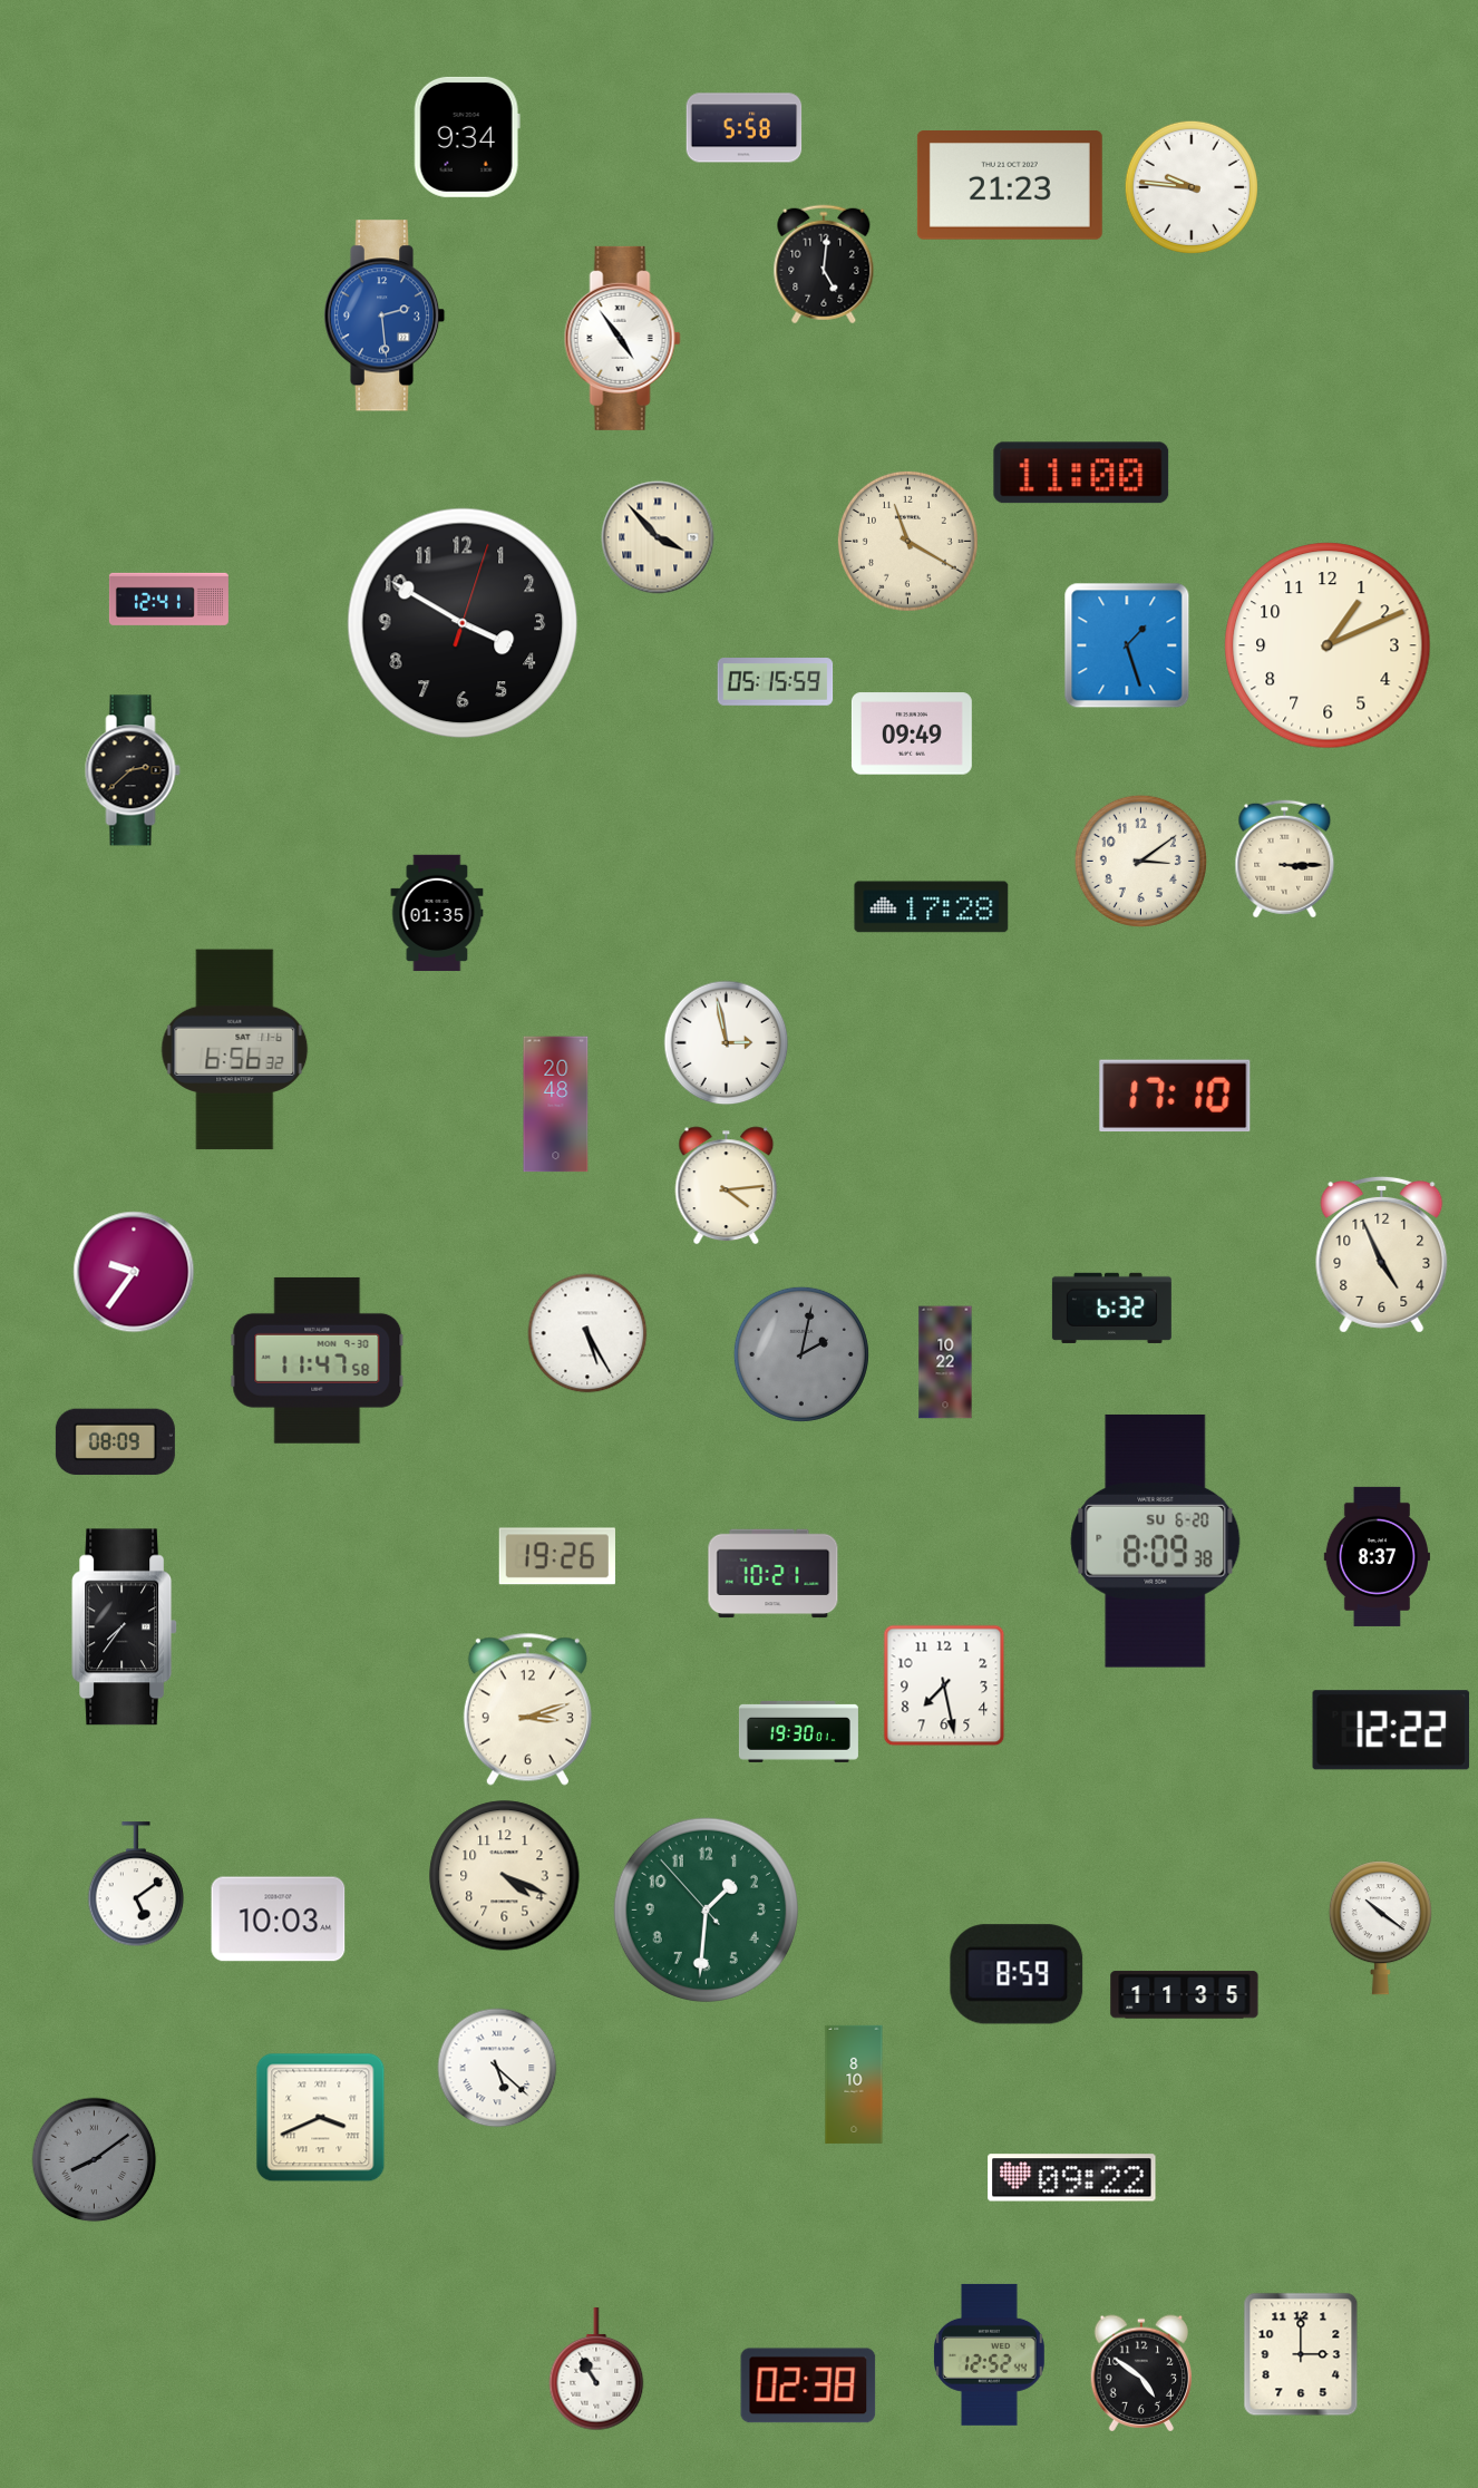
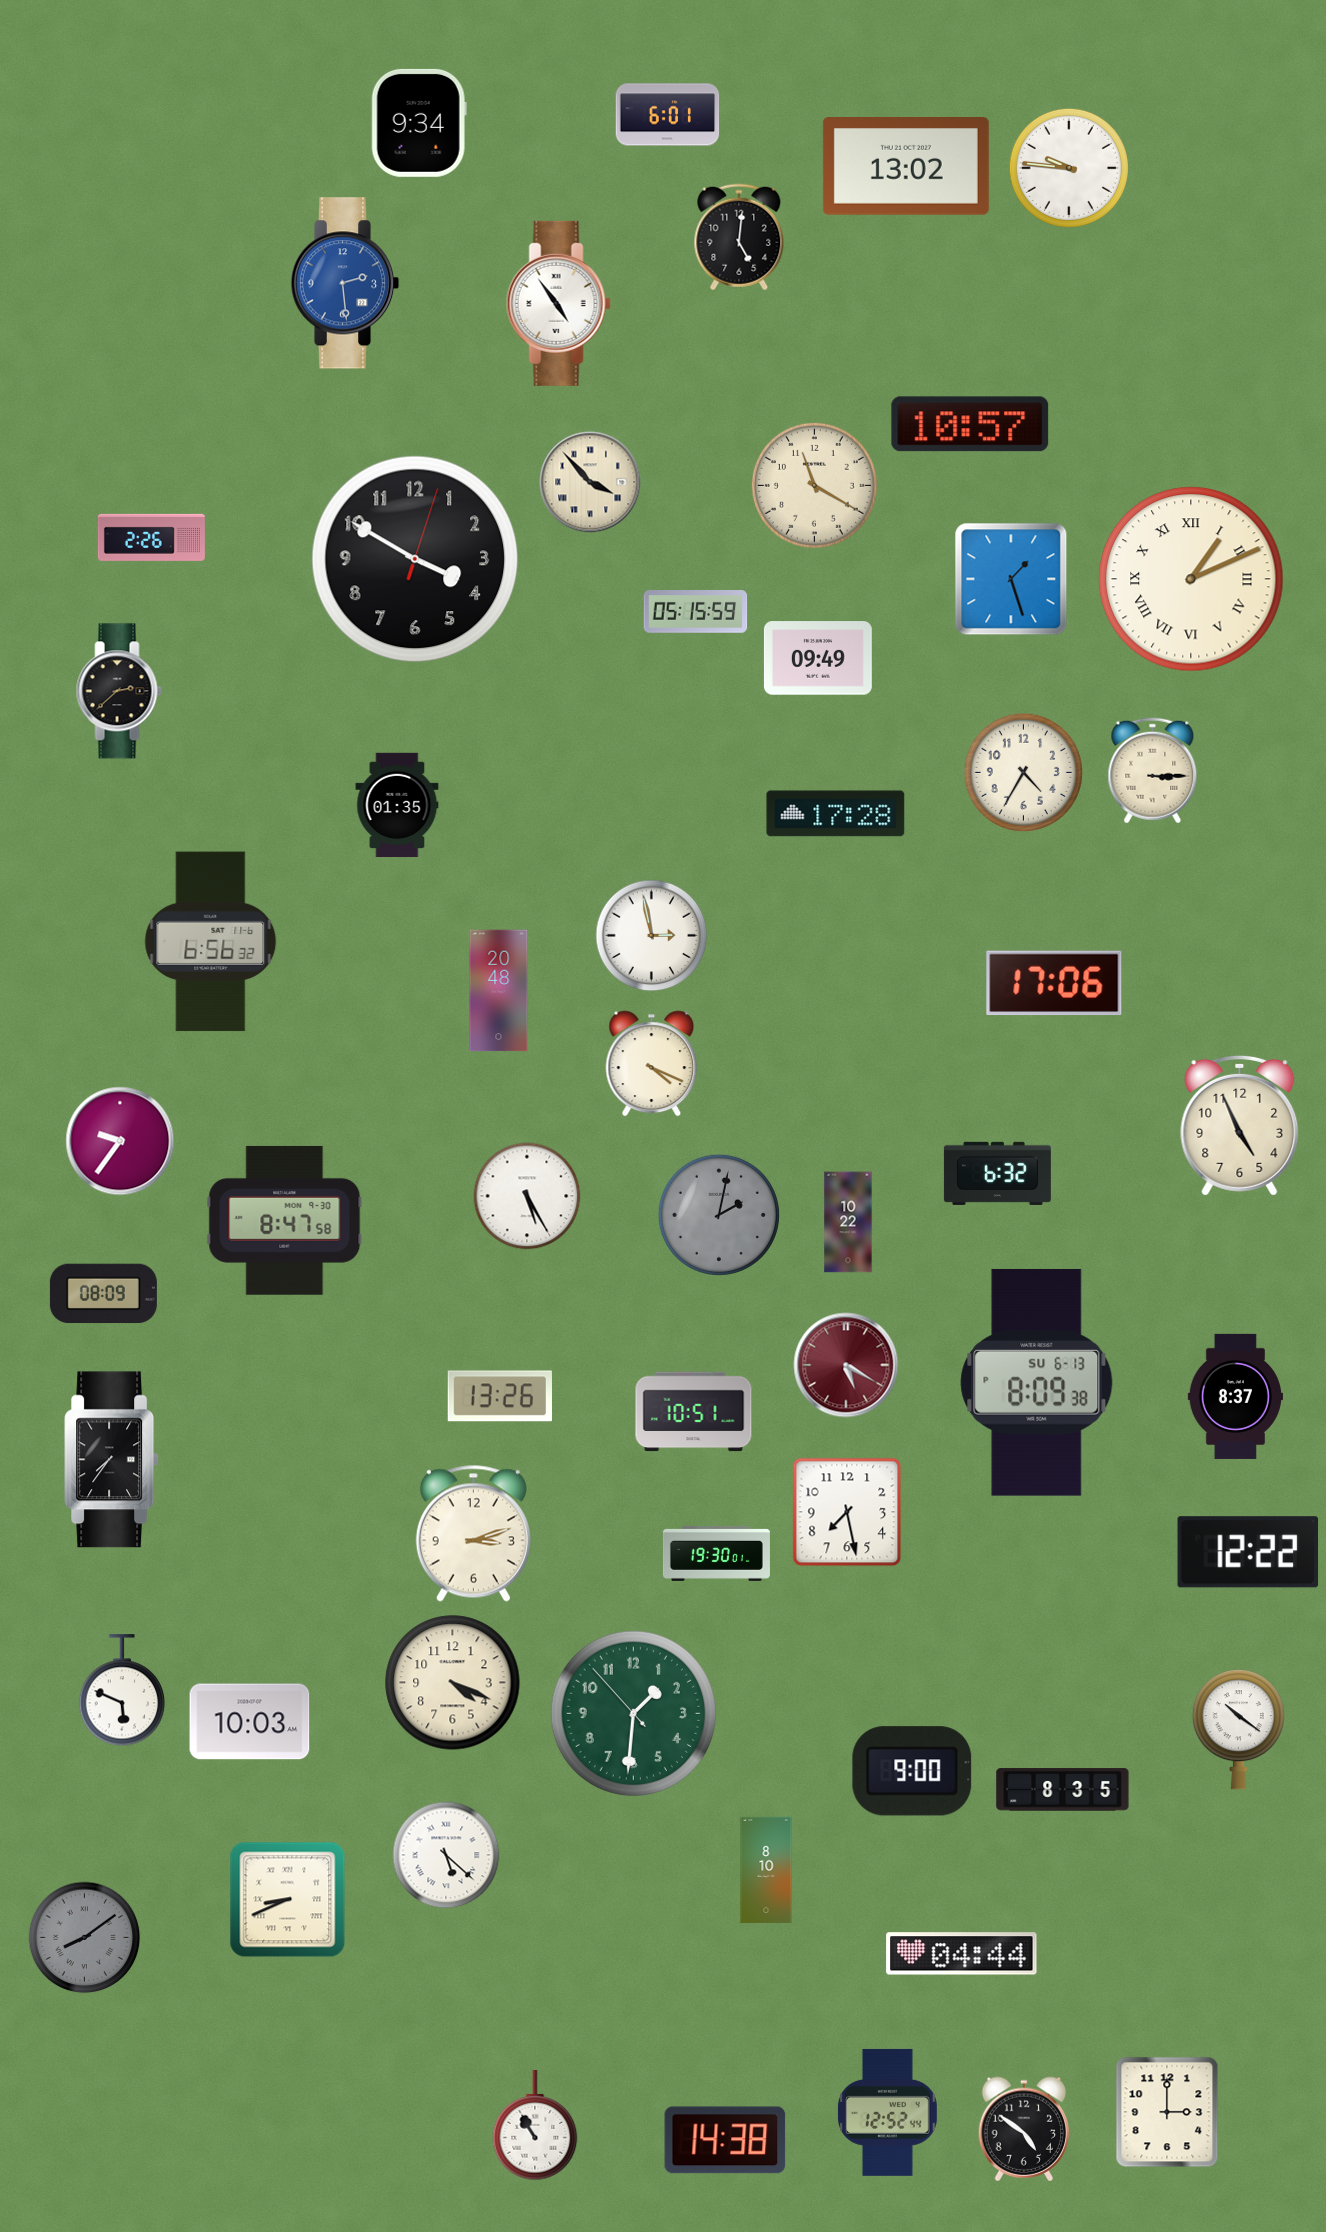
clock at (745, 128): 5:58 -> 6:01
clock at (1010, 186): 21:23 -> 13:02
clock at (1081, 473): 11:00 -> 10:57
clock at (168, 599): 12:41 -> 2:26
clock at (1328, 645) numerals: Arabic -> Roman
clock at (1140, 861): 3:09 -> 4:35
clock at (437, 913) position: (437, 913) -> (397, 805)
clock at (1175, 1096): 17:10 -> 17:06
clock at (727, 1186): 4:14 -> 4:19
clock at (318, 1360): 11:47 -> 8:47
clock at (846, 1365): none -> 5:20
clock at (1156, 1541) date: SU 6-20 -> SU 6-13
clock at (557, 1556): 19:26 -> 13:26
clock at (774, 1574): 10:21 -> 10:51
clock at (136, 1885): 5:09 -> 5:49
clock at (1017, 1974): 8:59 -> 9:00
clock at (1185, 1995): 11:35 -> 8:35
clock at (321, 2118): 3:41 -> 8:41
clock at (1072, 2178): 09:22 -> 04:44
clock at (808, 2385): 02:38 -> 14:38
